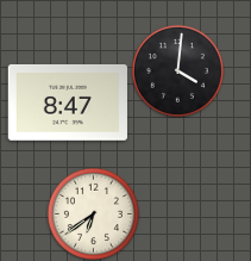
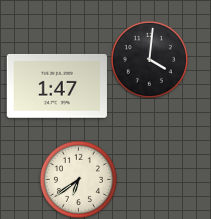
clock at (68, 102): 8:47 -> 1:47
